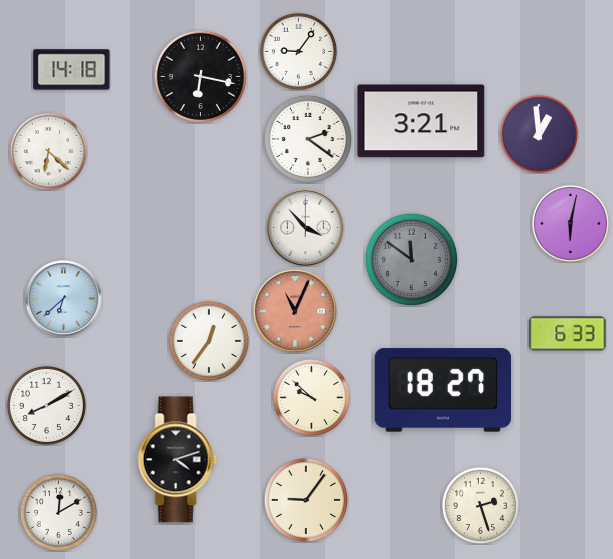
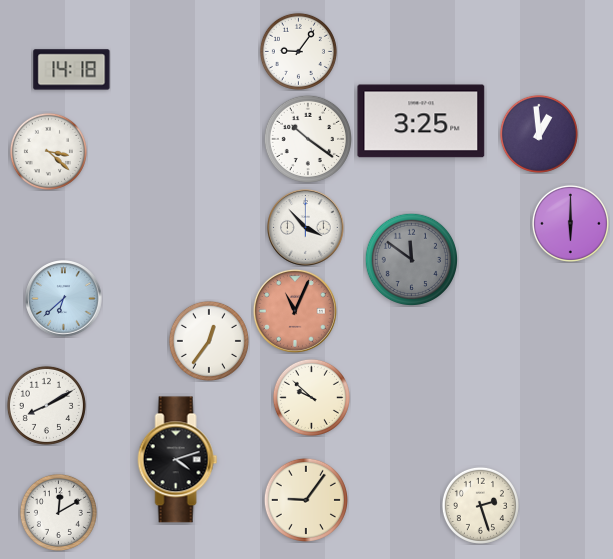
clock at (200, 76): 6:17 -> none
clock at (421, 121): 3:21 -> 3:25
clock at (307, 138): 2:21 -> 10:21
clock at (48, 151): 6:22 -> 3:22
clock at (570, 223): 6:02 -> 6:00
clock at (568, 334): 6:33 -> none
clock at (443, 390): 18:27 -> none
